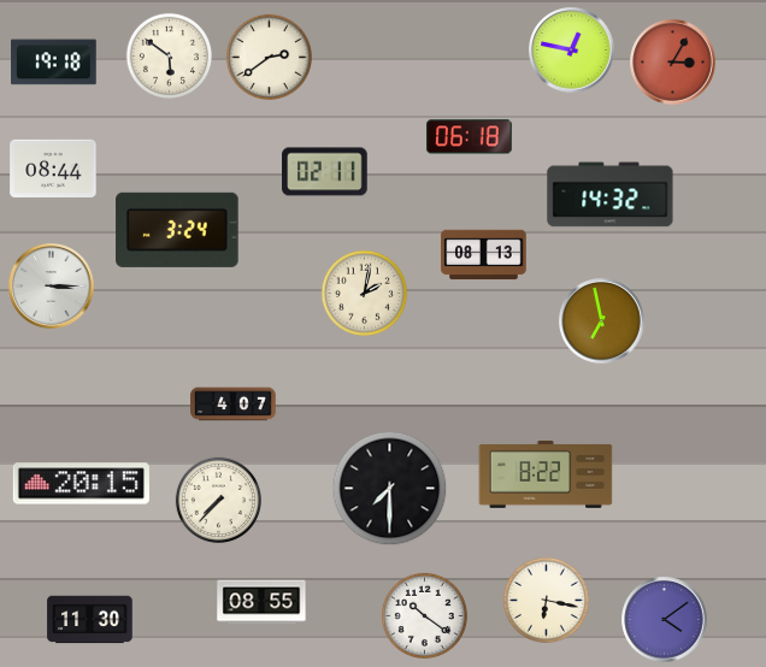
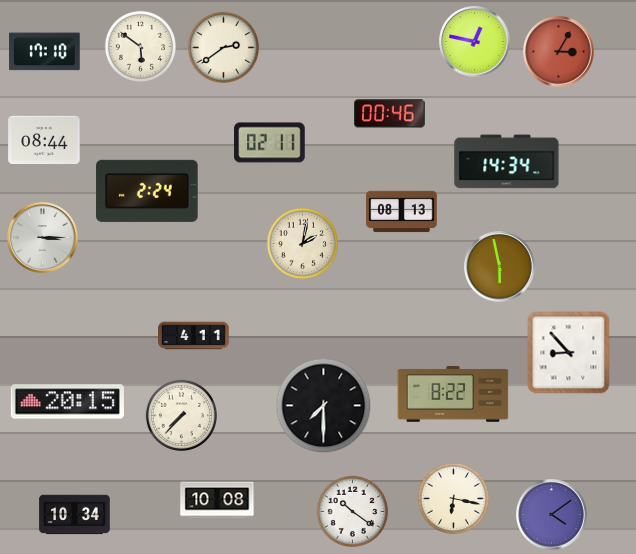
clock at (54, 63): 19:18 -> 17:10
clock at (470, 137): 06:18 -> 00:46
clock at (611, 195): 14:32 -> 14:34
clock at (177, 230): 3:24 -> 2:24
clock at (602, 321): 6:58 -> 5:58
clock at (234, 405): 4:07 -> 4:11
clock at (569, 353): none -> 8:53
clock at (261, 602): 08:55 -> 10:08
clock at (90, 620): 11:30 -> 10:34
